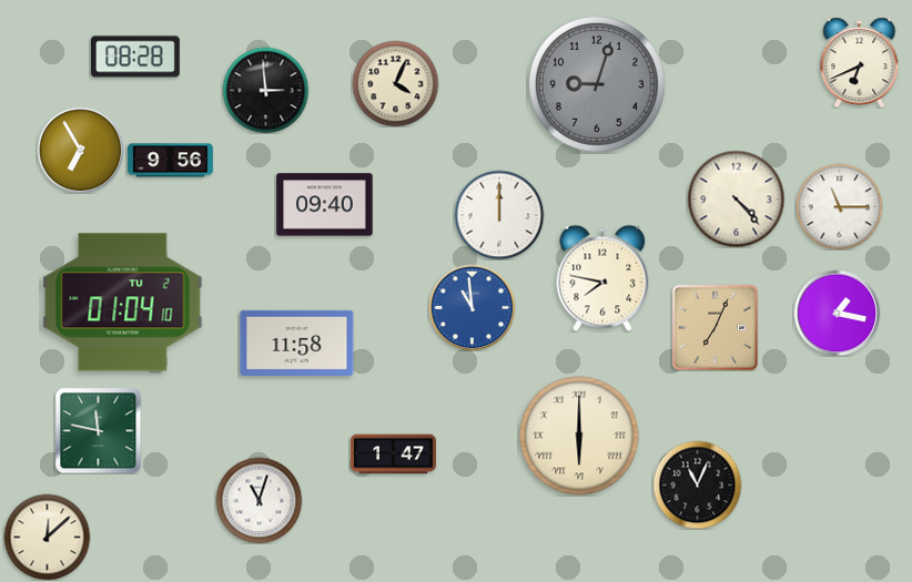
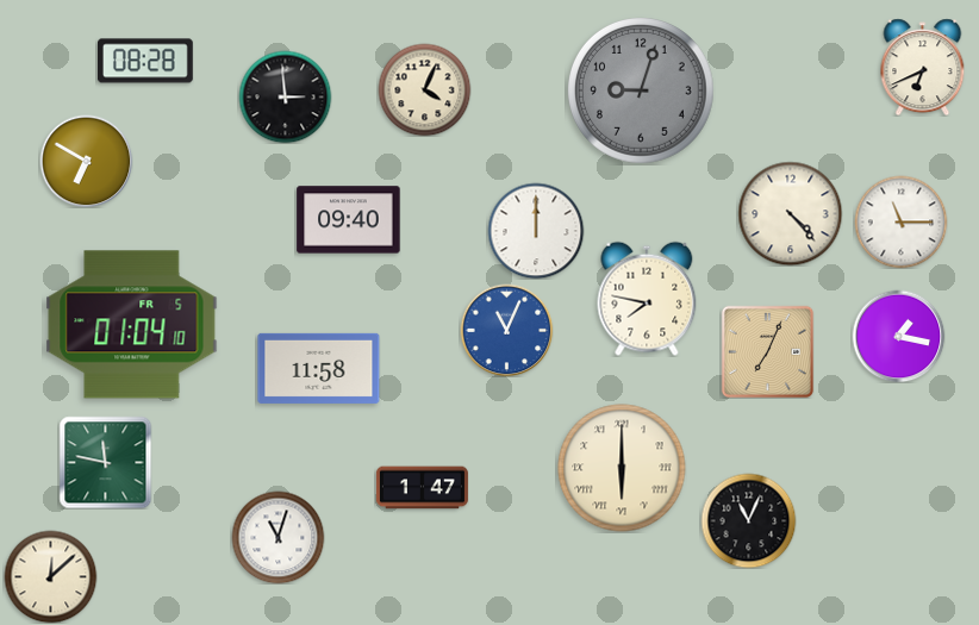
clock at (80, 150): 6:55 -> 6:50
clock at (170, 161): 9:56 -> none
clock at (123, 303) date: TU 2 -> FR 5
clock at (472, 307): 10:59 -> 11:04
